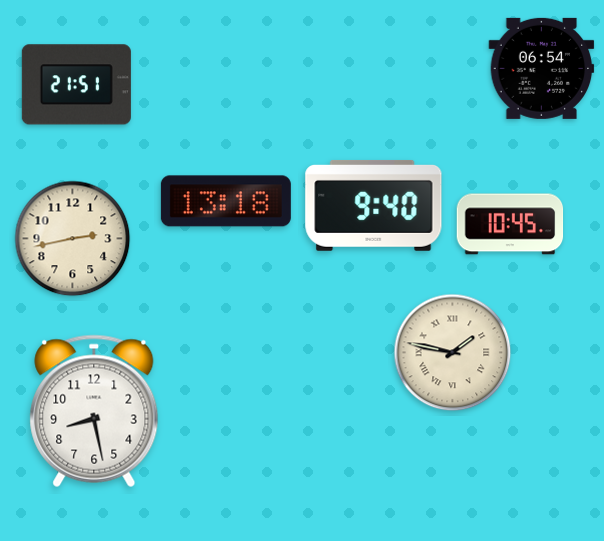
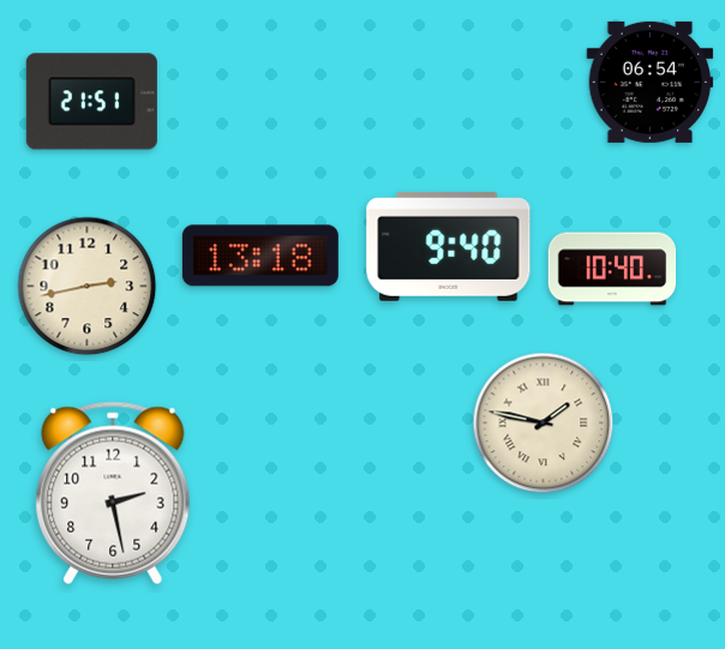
clock at (226, 201) position: (226, 201) -> (260, 256)
clock at (510, 224): 10:45 -> 10:40
clock at (94, 411): 8:28 -> 2:28
